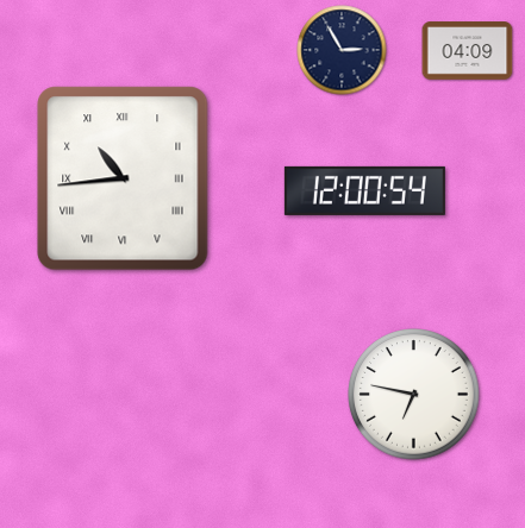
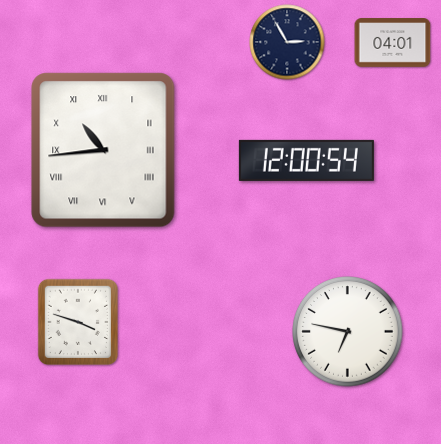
clock at (468, 51): 04:09 -> 04:01
clock at (77, 321): none -> 3:48
